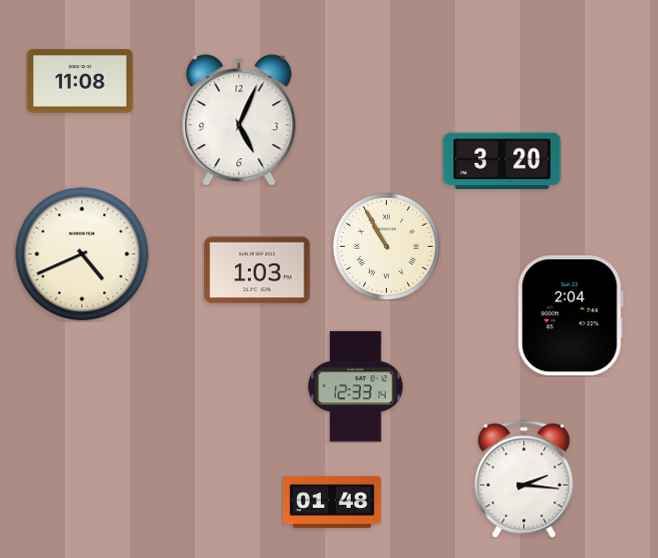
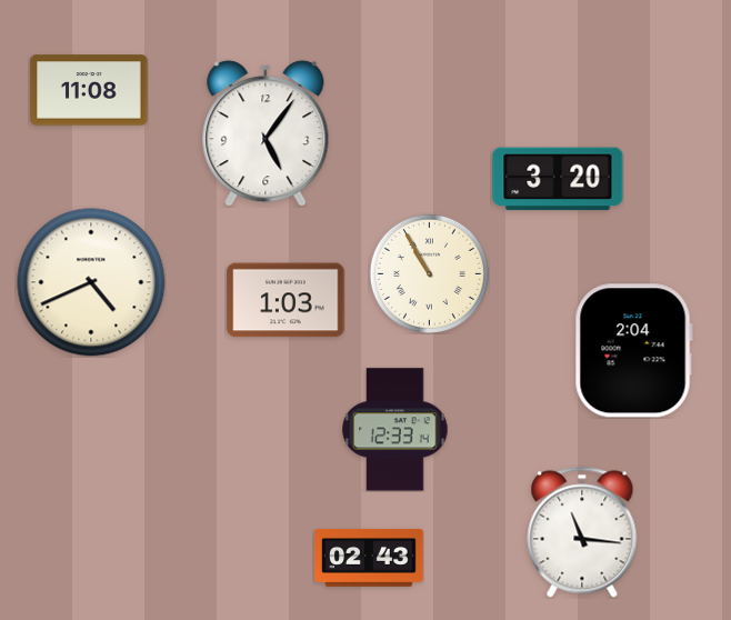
clock at (239, 120): 5:04 -> 5:06
clock at (524, 479): 2:16 -> 11:16
clock at (332, 502): 01:48 -> 02:43
